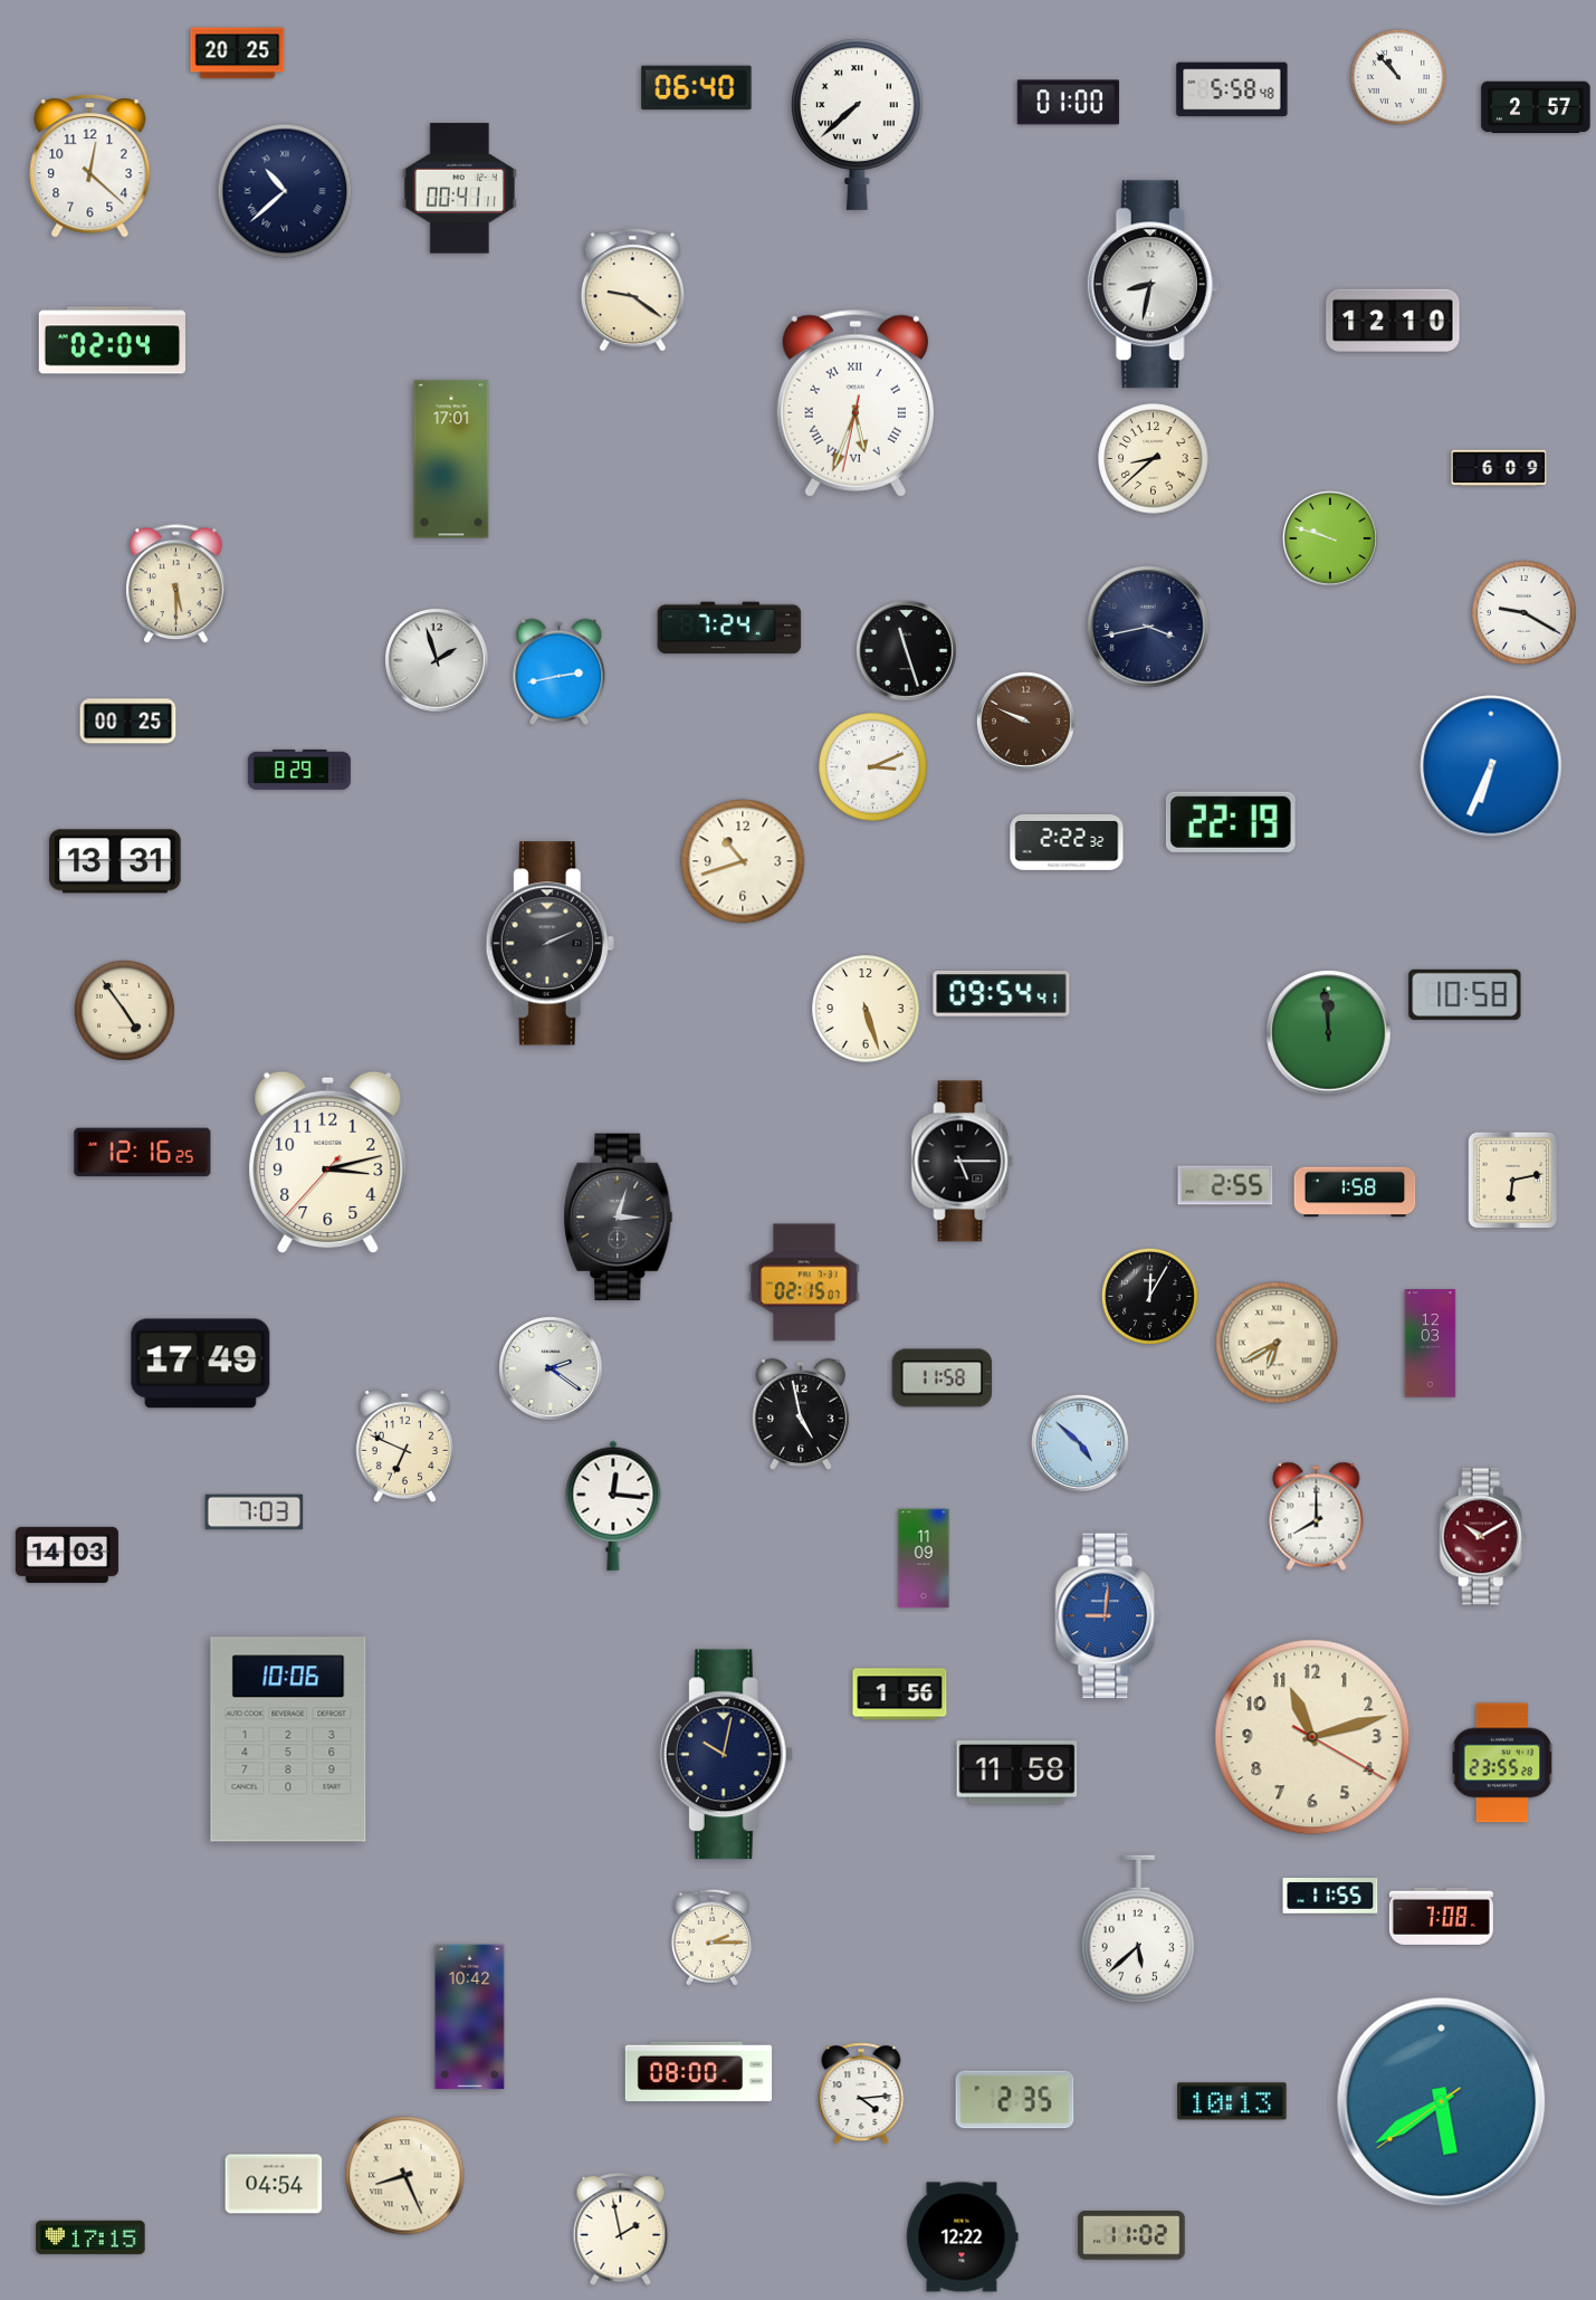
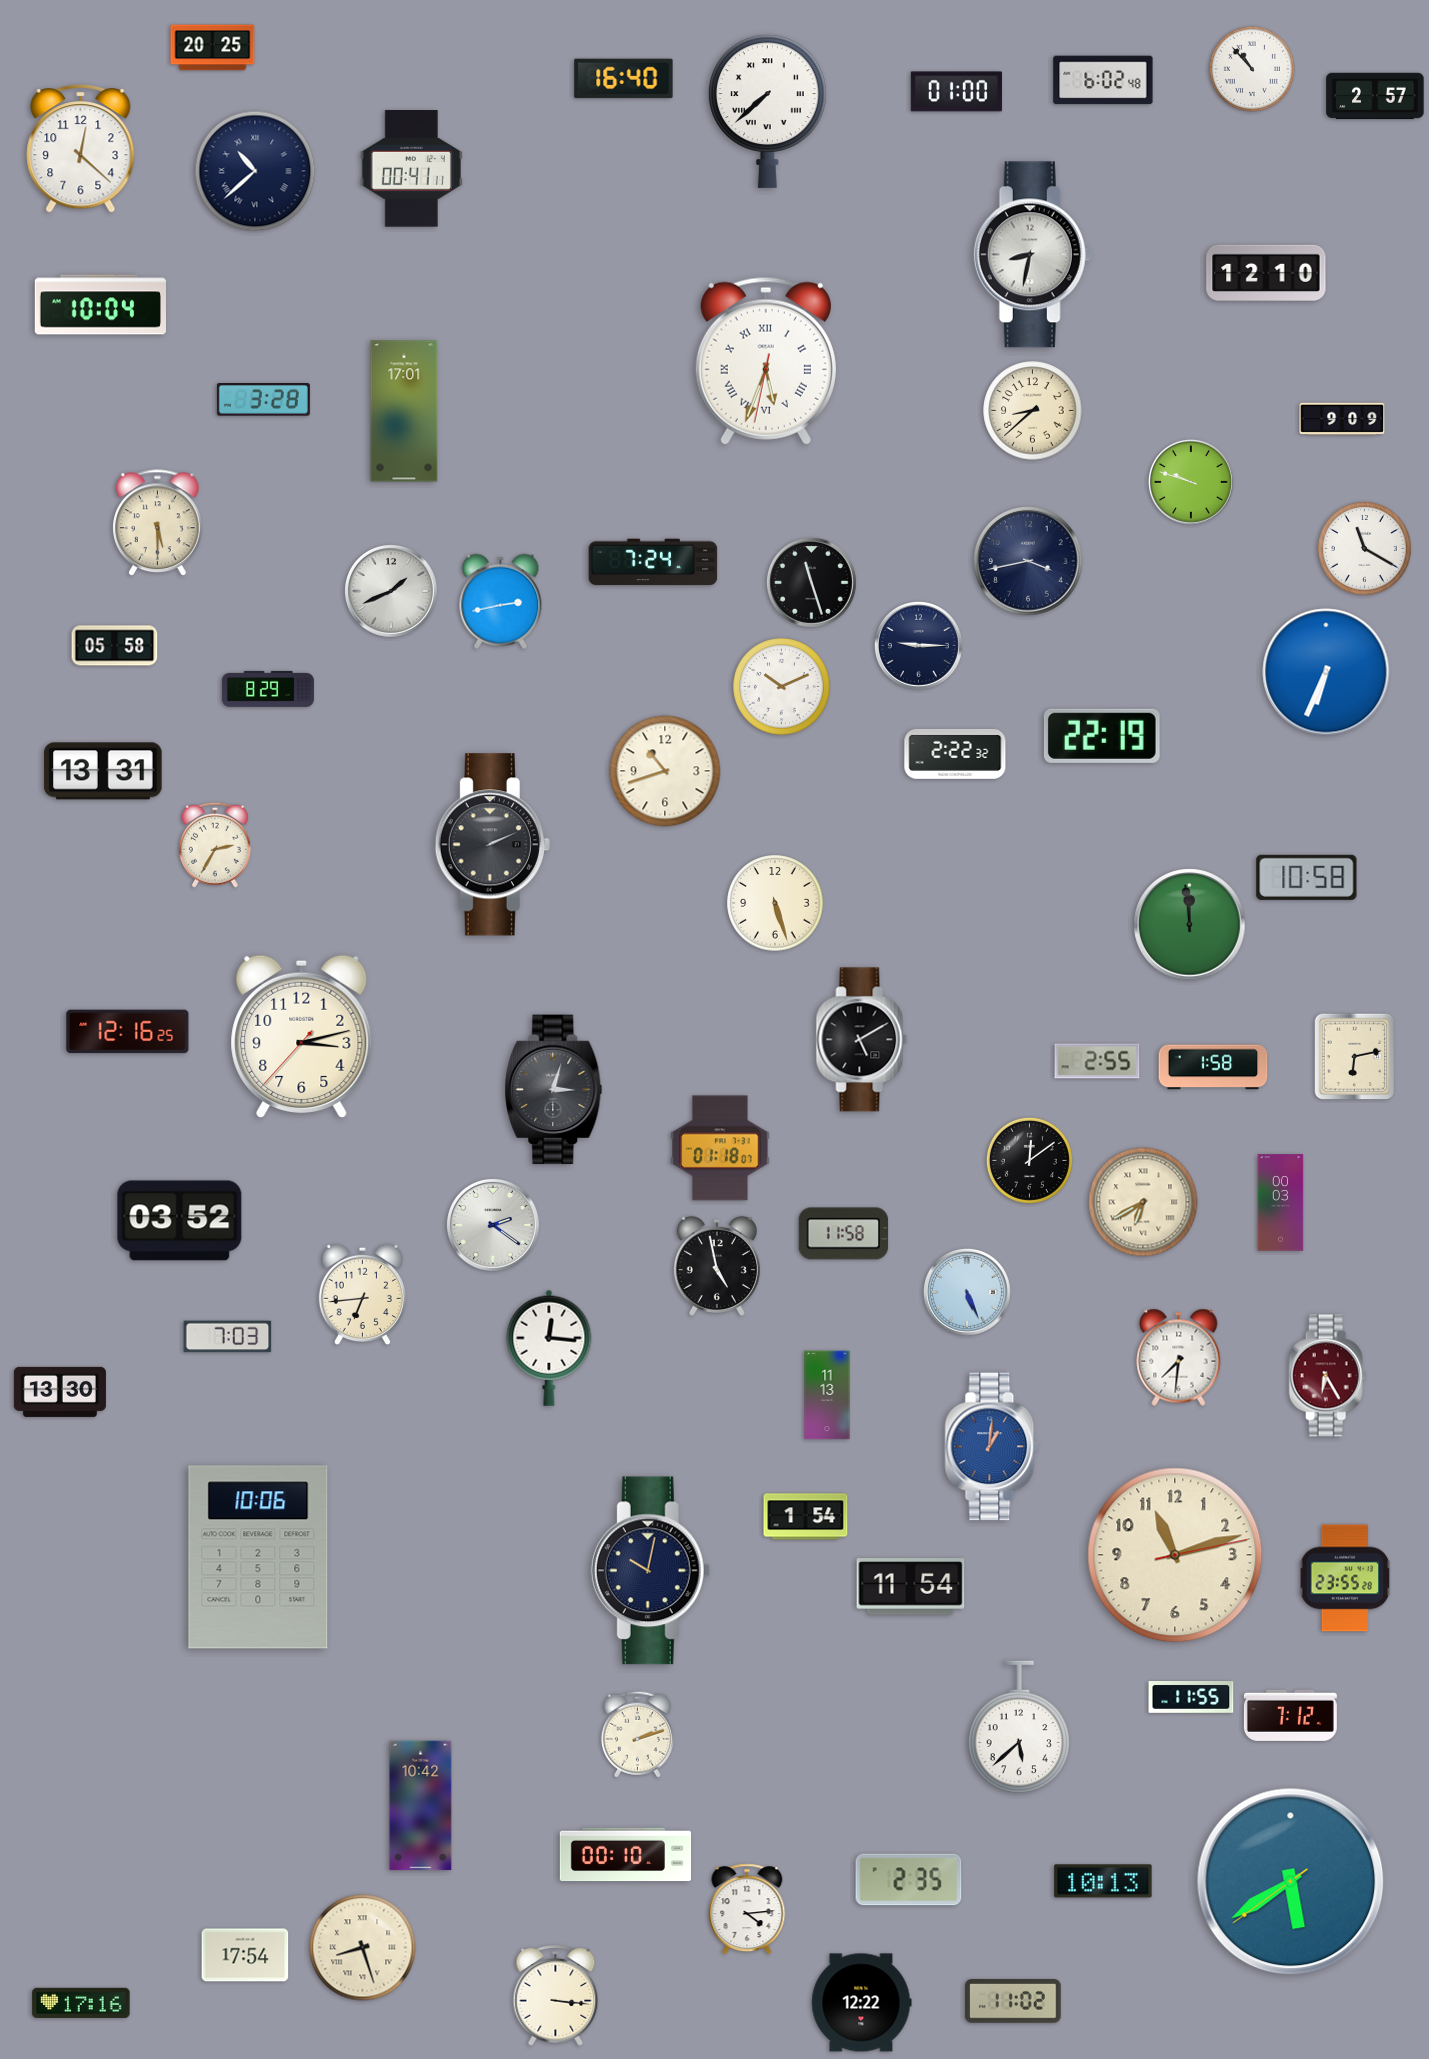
clock at (697, 88): 06:40 -> 16:40
clock at (1232, 89): 5:58 -> 6:02
clock at (632, 290): 9:21 -> none
clock at (1393, 321) position: (1393, 321) -> (1266, 273)
clock at (112, 341): 02:04 -> 10:04
clock at (263, 400): none -> 3:28
clock at (1499, 468): 6:09 -> 9:09
clock at (1525, 613): 9:20 -> 11:20
clock at (437, 660): 1:57 -> 1:41
clock at (1025, 720): 9:49 -> 9:15
clock at (1025, 720) dial: brown -> navy
clock at (128, 722): 00:25 -> 05:58
clock at (1491, 766) position: (1491, 766) -> (1326, 672)
clock at (873, 767): 3:11 -> 10:11
clock at (215, 845): none -> 2:35
clock at (1002, 994): 09:54 -> none
clock at (1465, 994) position: (1465, 994) -> (1307, 877)
clock at (124, 1010): 4:54 -> none
clock at (963, 1162): 5:15 -> 5:10
clock at (328, 1163) position: (328, 1163) -> (302, 1037)
clock at (804, 1282): 02:15 -> 01:18
clock at (1149, 1296): 12:05 -> 12:09
clock at (1431, 1344): 12:03 -> 00:03
clock at (201, 1364): 17:49 -> 03:52
clock at (1080, 1443): 4:52 -> 5:26
clock at (404, 1445): 6:49 -> 6:44
clock at (255, 1512) position: (255, 1512) -> (228, 1337)
clock at (1317, 1516): 8:00 -> 7:31
clock at (1483, 1537): 10:10 -> 6:25
clock at (67, 1555): 14:03 -> 13:30
clock at (924, 1558): 11:09 -> 11:13
clock at (1108, 1616): 9:01 -> 1:01
clock at (900, 1695): 1:56 -> 1:54
clock at (1312, 1737): 11:12:20 -> 11:12:13
clock at (1017, 1773): 11:58 -> 11:54
clock at (1441, 1916): 7:08 -> 7:12
clock at (711, 1937): 2:15 -> 2:12
clock at (699, 2072): 08:00 -> 00:10
clock at (861, 2093) position: (861, 2093) -> (747, 1909)
clock at (405, 2176): 8:26 -> 8:27
clock at (274, 2184): 04:54 -> 17:54
clock at (621, 2230): 1:58 -> 3:16
clock at (90, 2237): 17:15 -> 17:16
